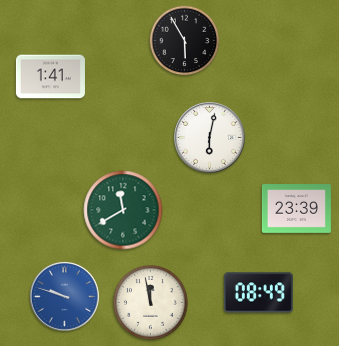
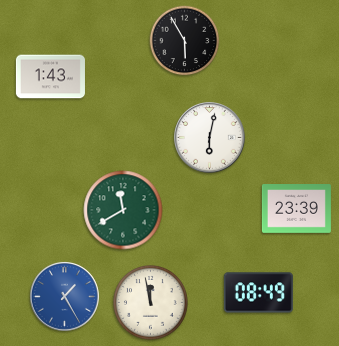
clock at (50, 77): 1:41 -> 1:43
clock at (64, 296): 9:48 -> 1:25
